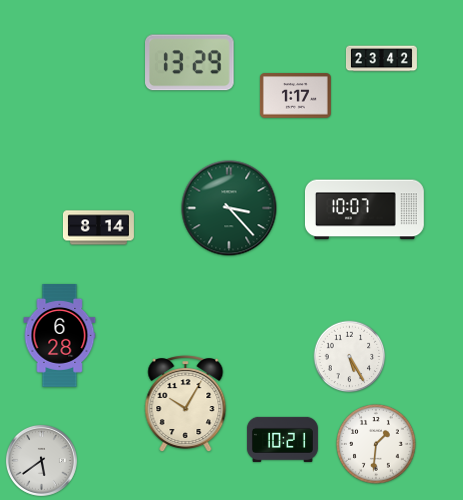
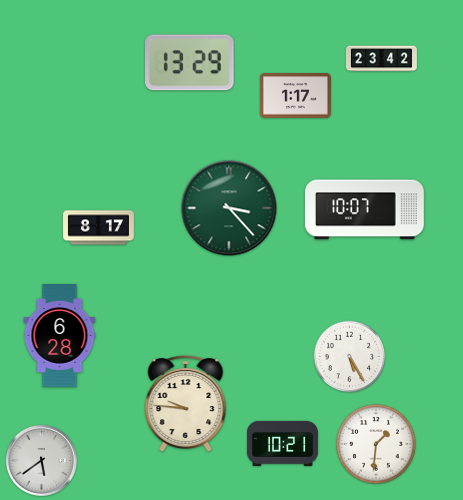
clock at (98, 228): 8:14 -> 8:17
clock at (186, 404): 10:05 -> 9:46
clock at (282, 439) position: (282, 439) -> (282, 443)
